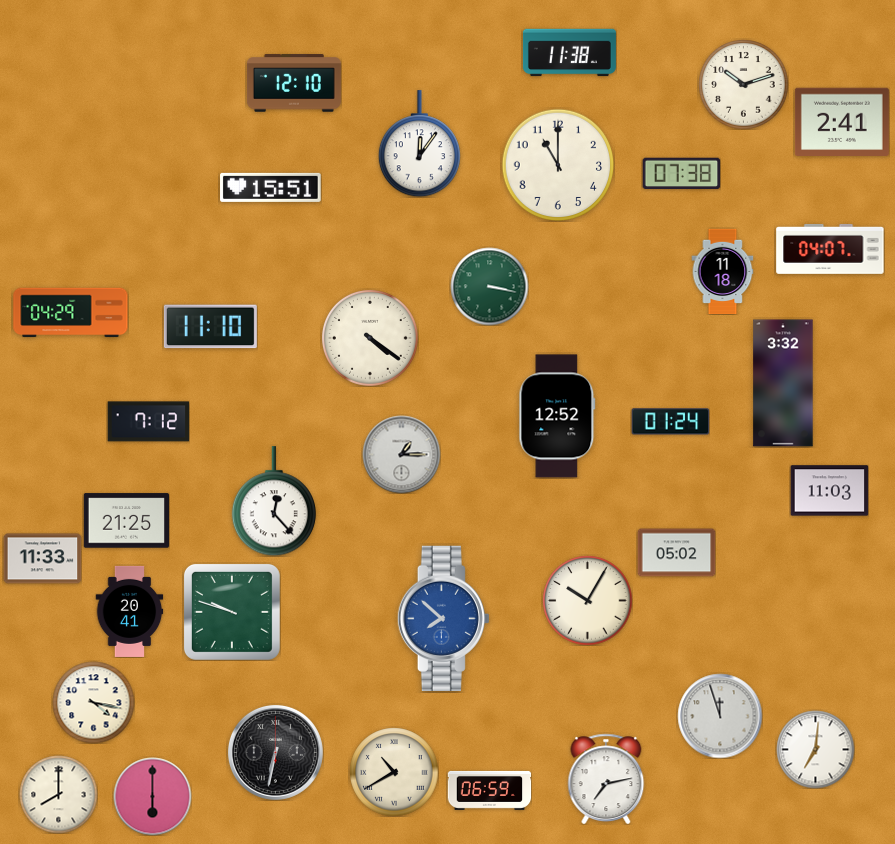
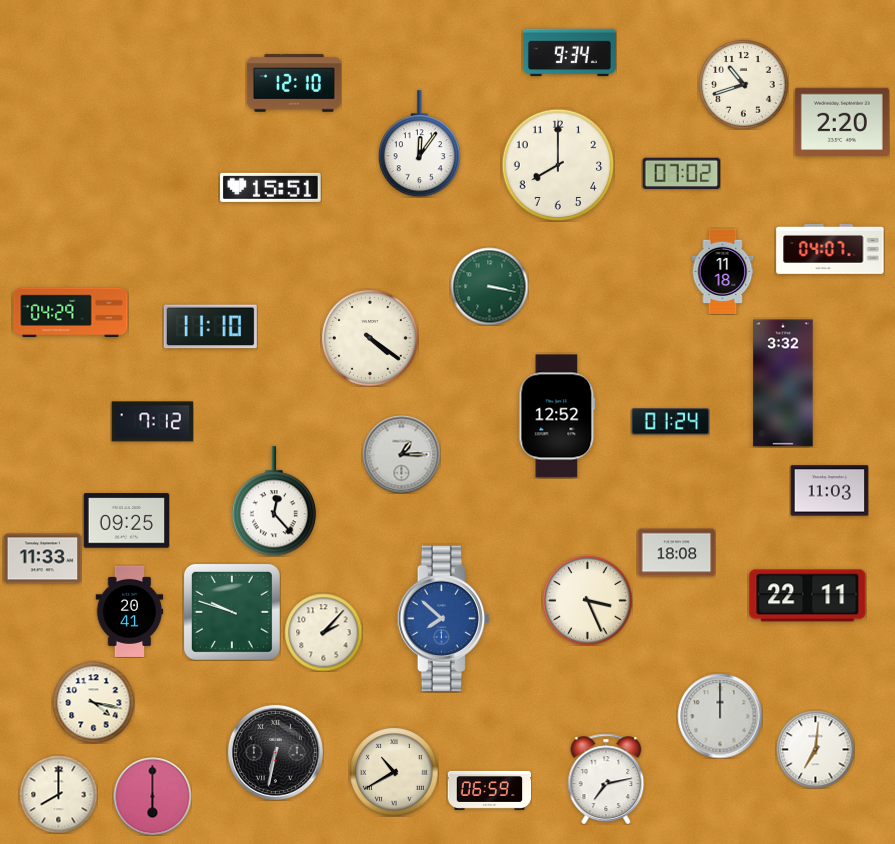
clock at (569, 53): 11:38 -> 9:34
clock at (743, 84): 10:12 -> 10:42
clock at (842, 121): 2:41 -> 2:20
clock at (558, 165): 11:00 -> 8:00
clock at (681, 174): 07:38 -> 07:02
clock at (148, 422) position: (148, 422) -> (152, 422)
clock at (126, 521): 21:25 -> 09:25
clock at (676, 553): 05:02 -> 18:08
clock at (808, 596): none -> 22:11
clock at (587, 600): 10:05 -> 3:26
clock at (323, 632): none -> 2:07
clock at (720, 716): 11:57 -> 12:00
